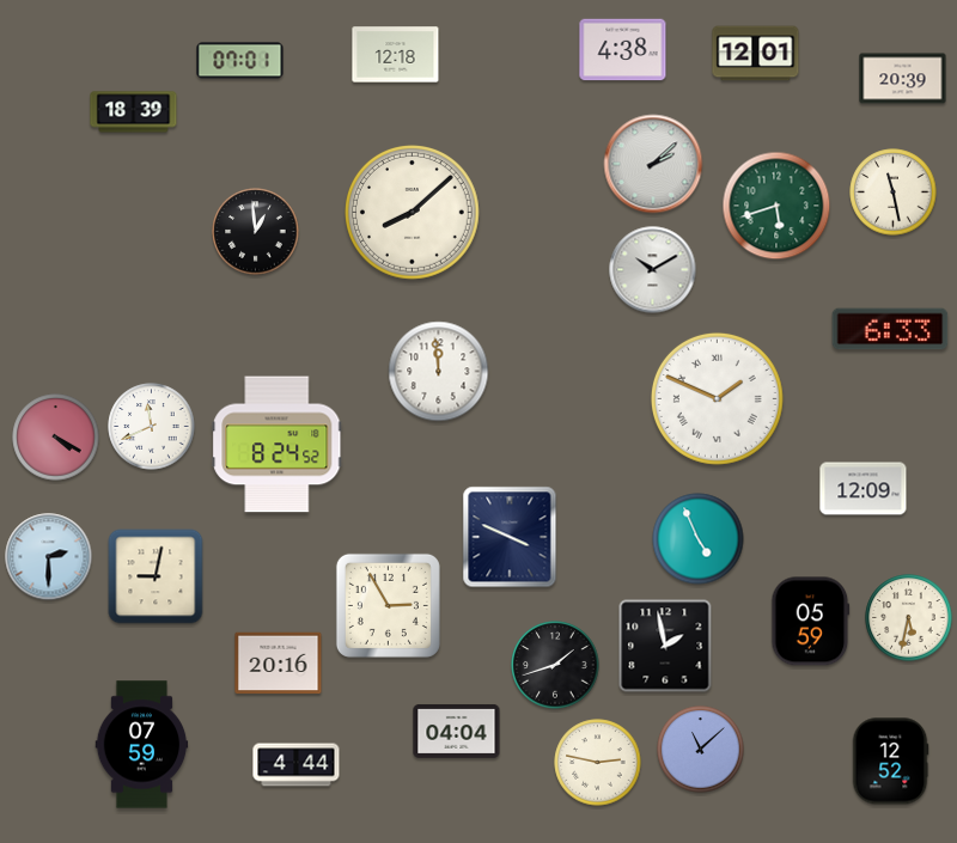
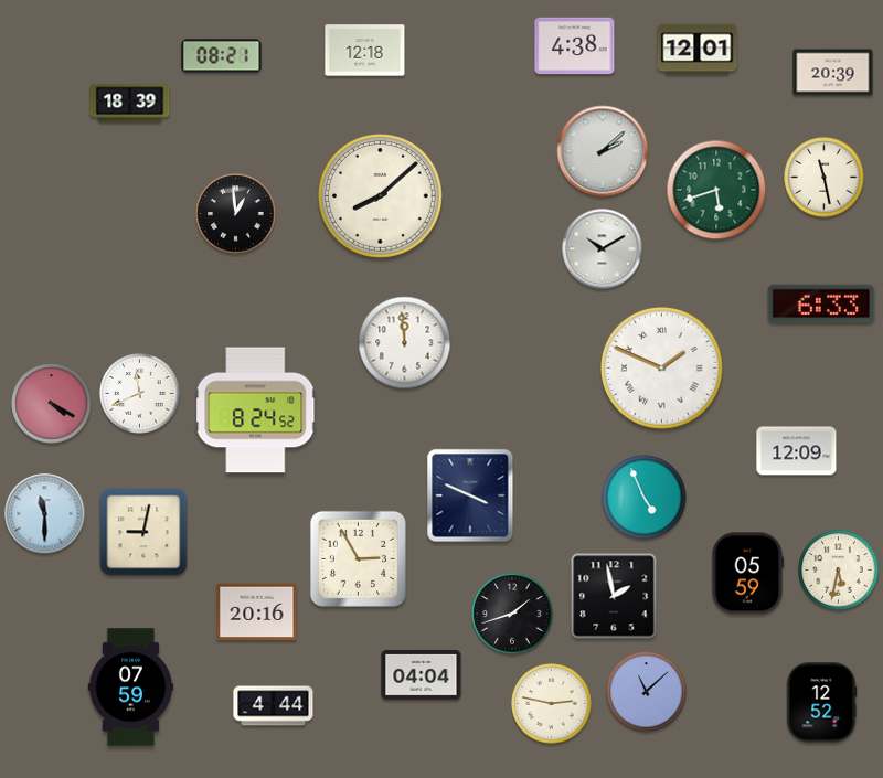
clock at (240, 61): 07:01 -> 08:21
clock at (134, 112) position: (134, 112) -> (130, 104)
clock at (49, 557): 2:30 -> 11:30
